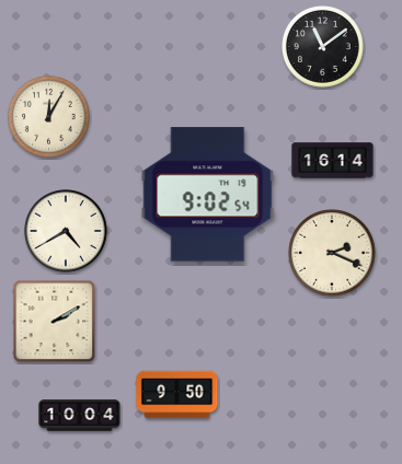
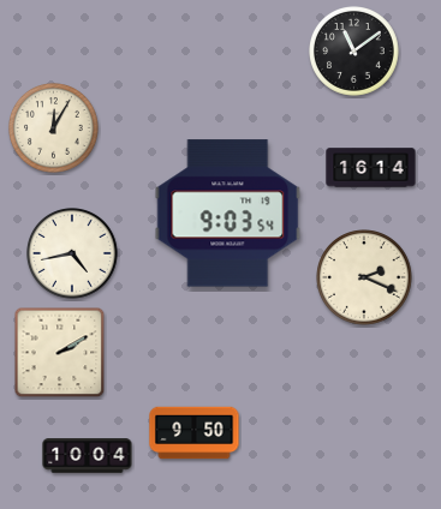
clock at (333, 161) position: (333, 161) -> (371, 168)
clock at (208, 195): 9:02 -> 9:03
clock at (67, 232): 4:40 -> 4:43
